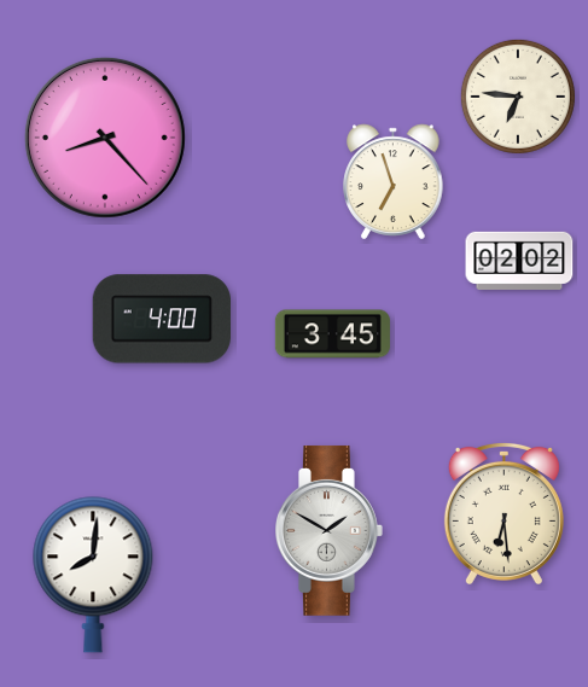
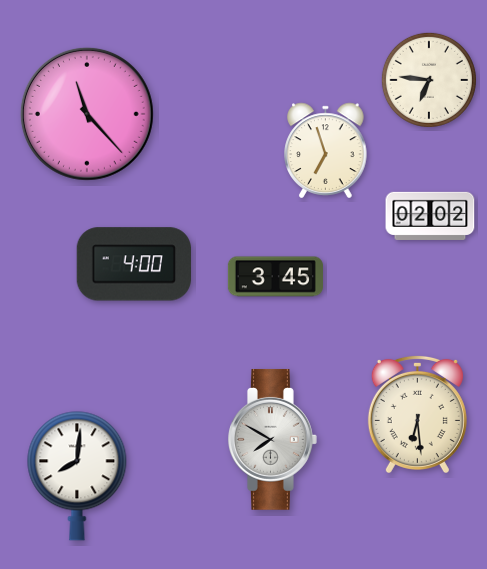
clock at (105, 138): 8:23 -> 11:23
clock at (503, 513) position: (503, 513) -> (417, 414)
clock at (330, 530): 1:50 -> 7:50
